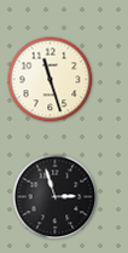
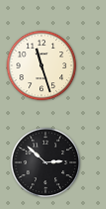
clock at (56, 197): 2:57 -> 2:52
